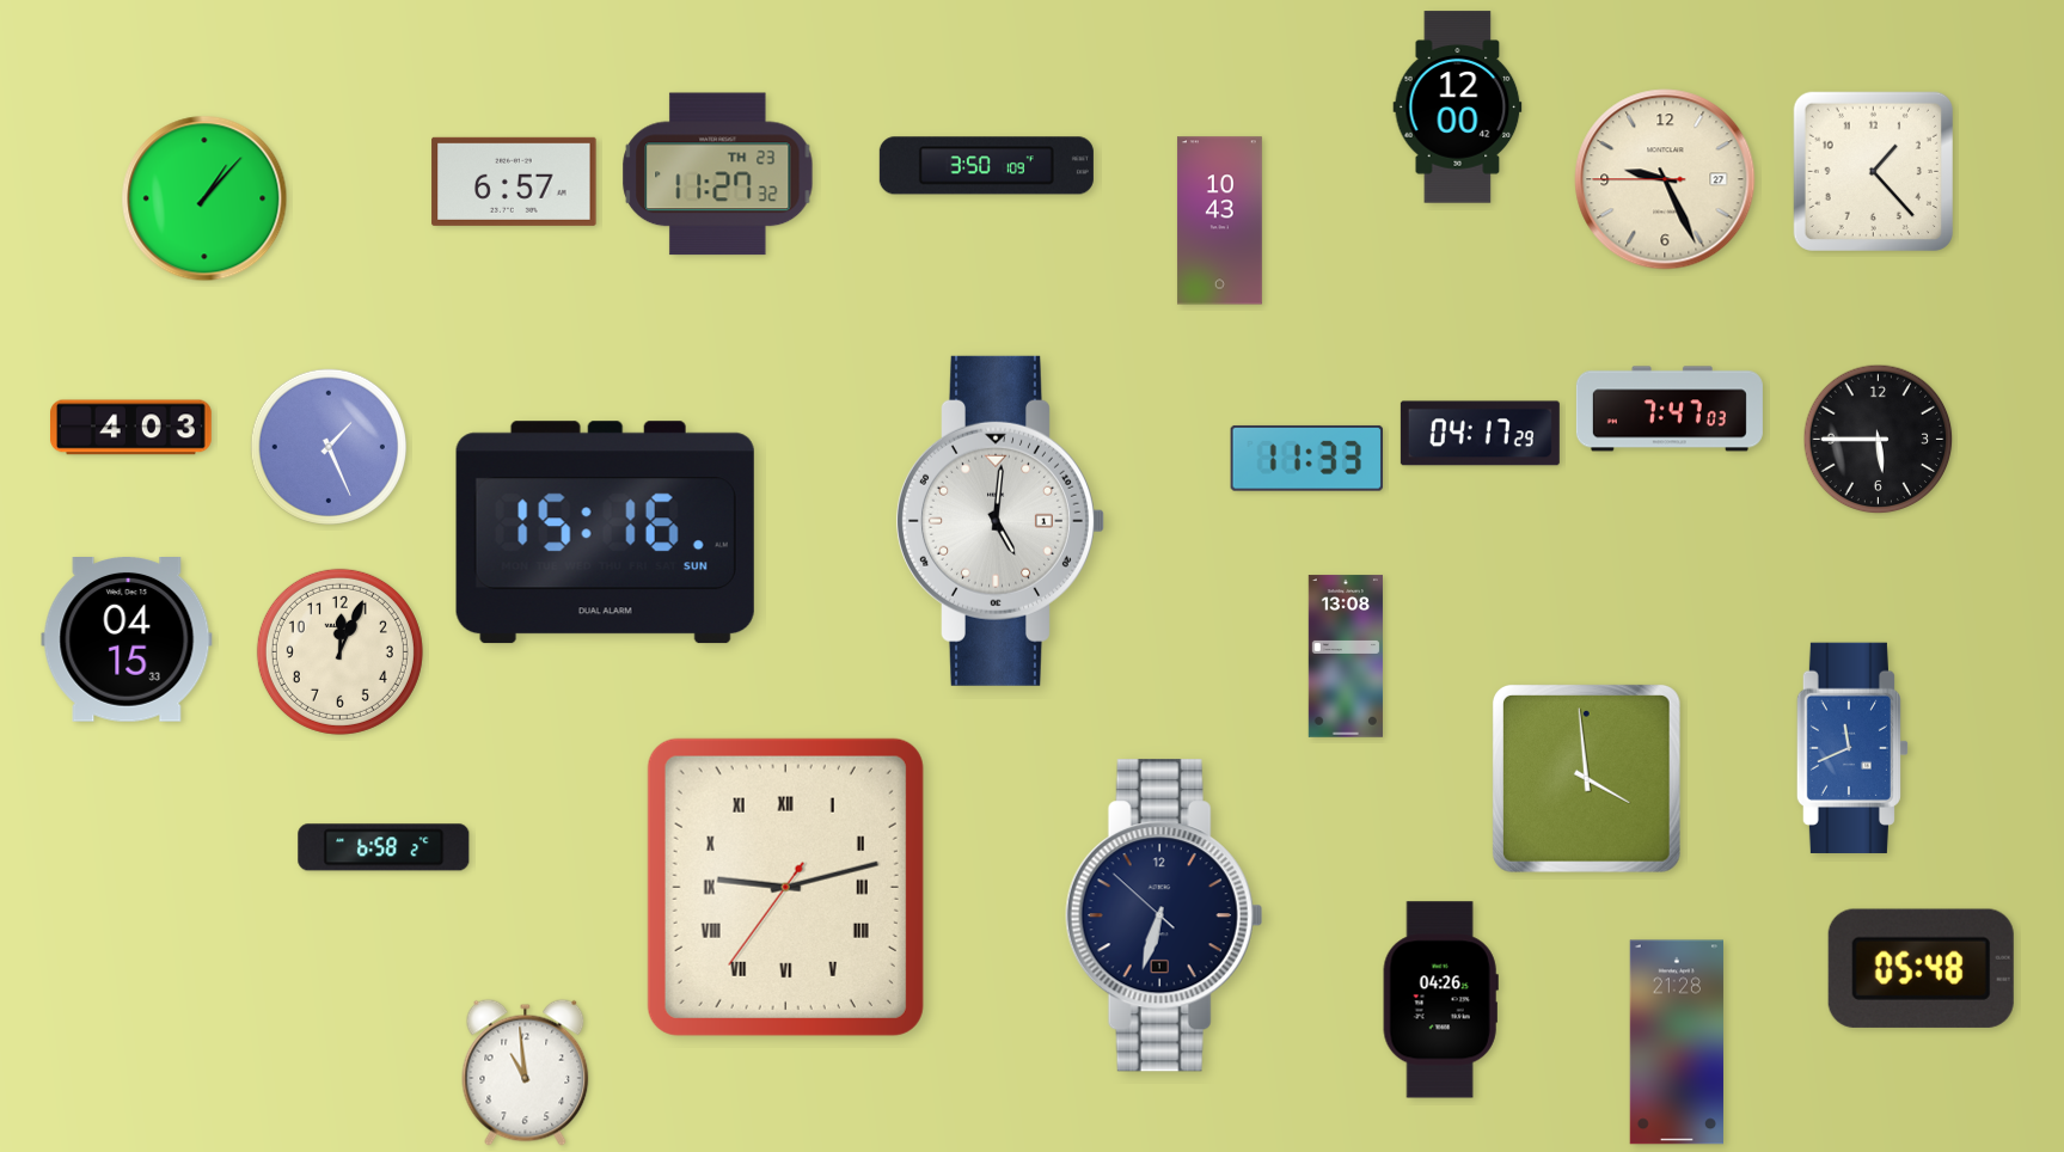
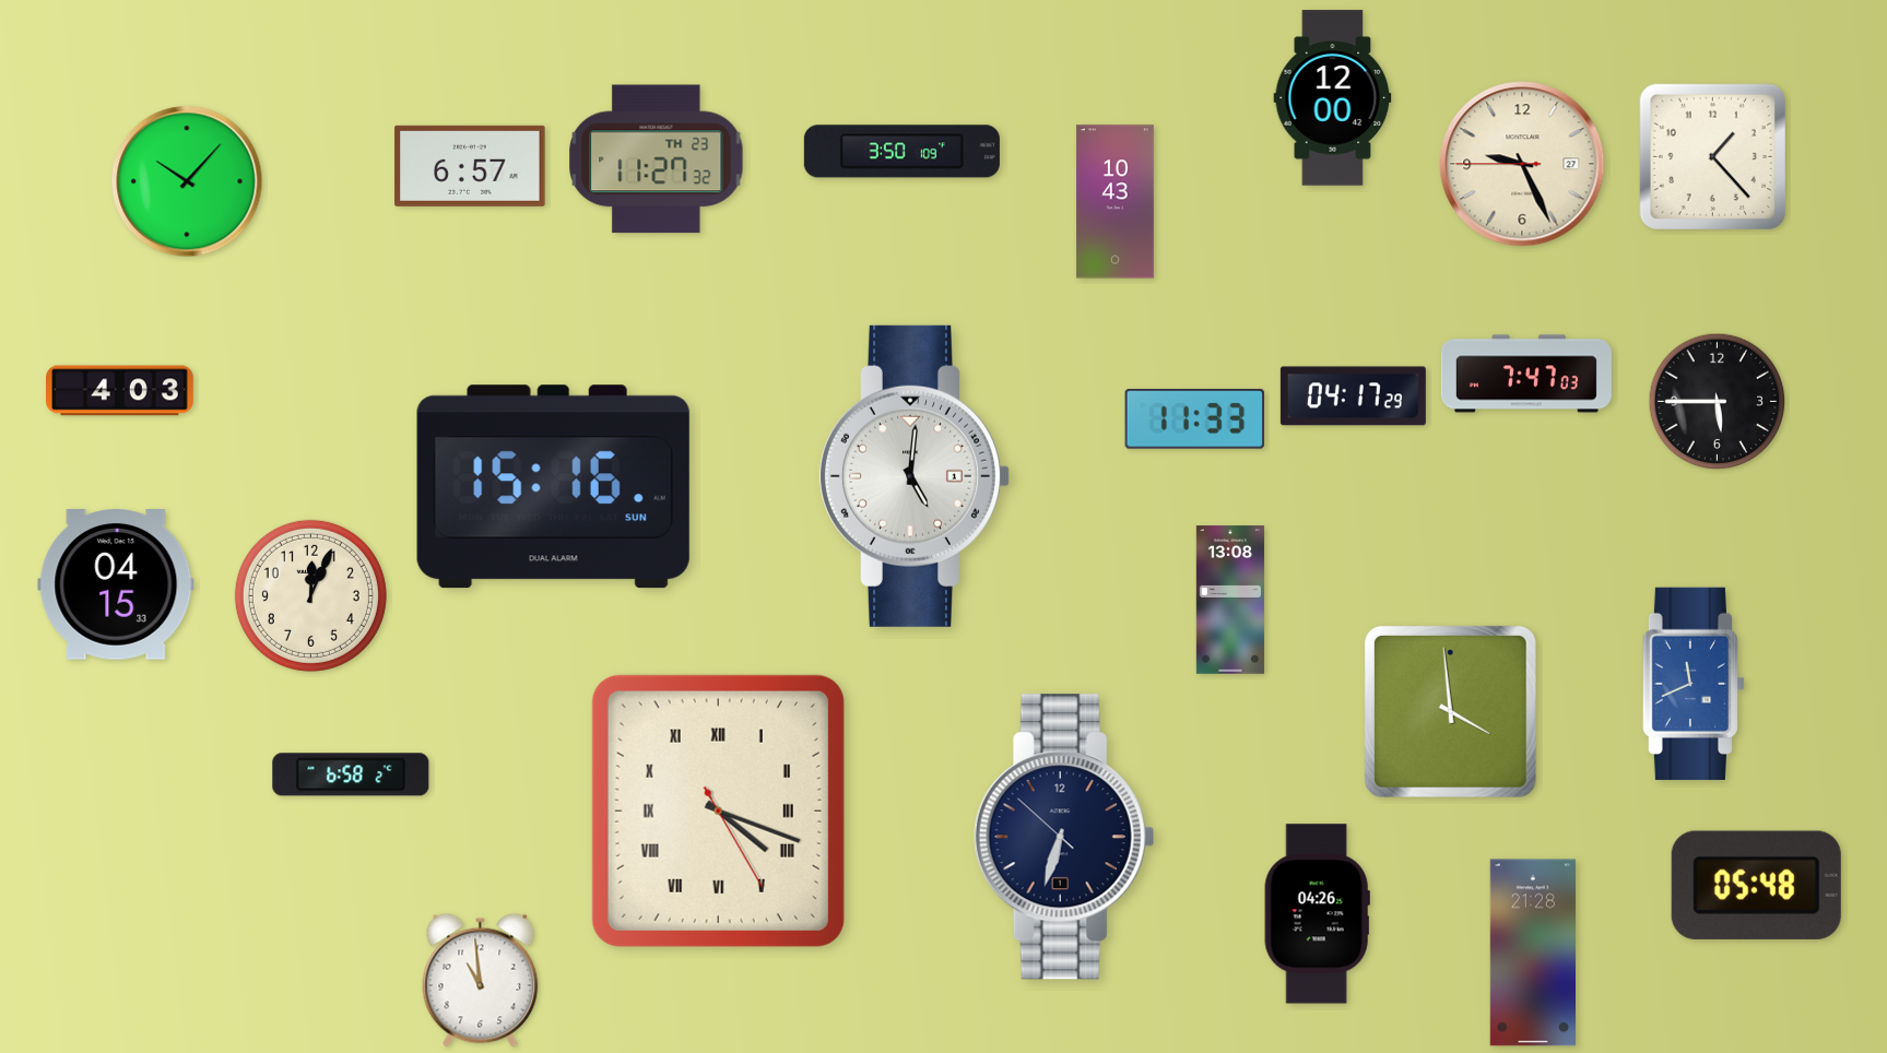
clock at (204, 198): 1:07 -> 10:07
clock at (329, 447): 1:26 -> none
clock at (785, 887): 9:12 -> 4:18
